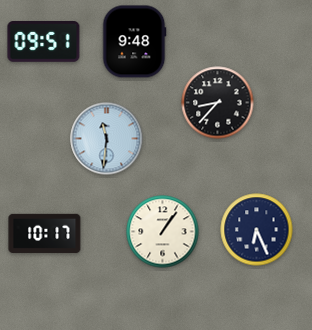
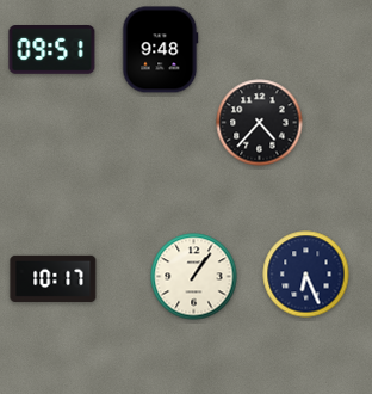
clock at (218, 103): 8:37 -> 4:37
clock at (107, 139): 11:31 -> none
